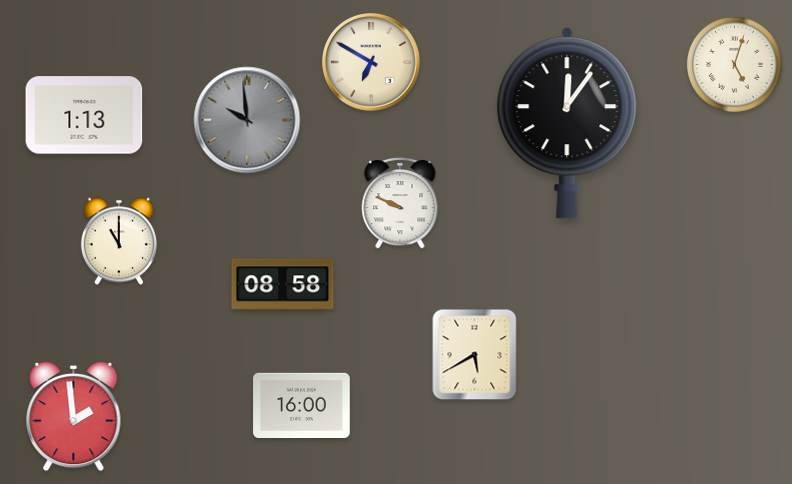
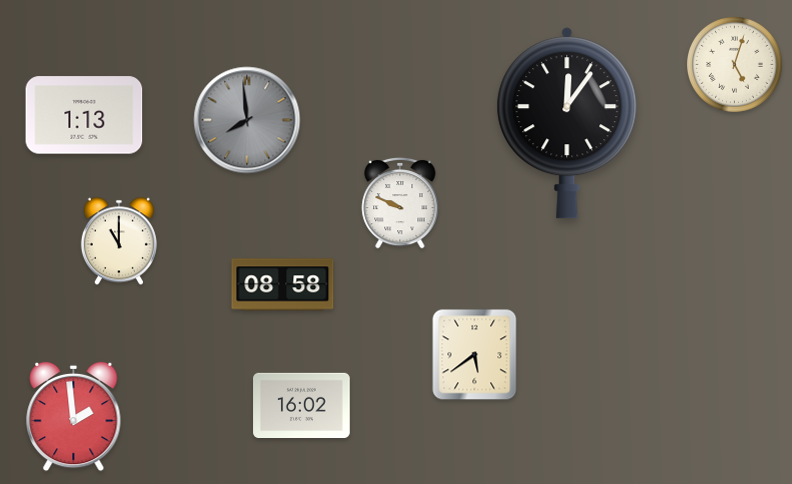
clock at (371, 62): 6:50 -> none
clock at (247, 120): 9:59 -> 7:59
clock at (475, 355): 5:40 -> 5:39
clock at (302, 405): 16:00 -> 16:02
